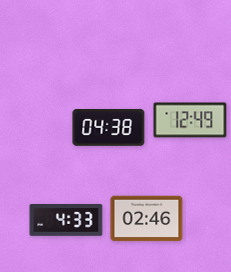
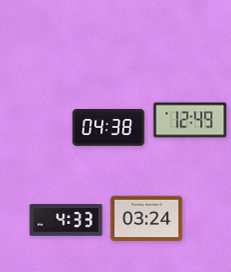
clock at (147, 219): 02:46 -> 03:24
